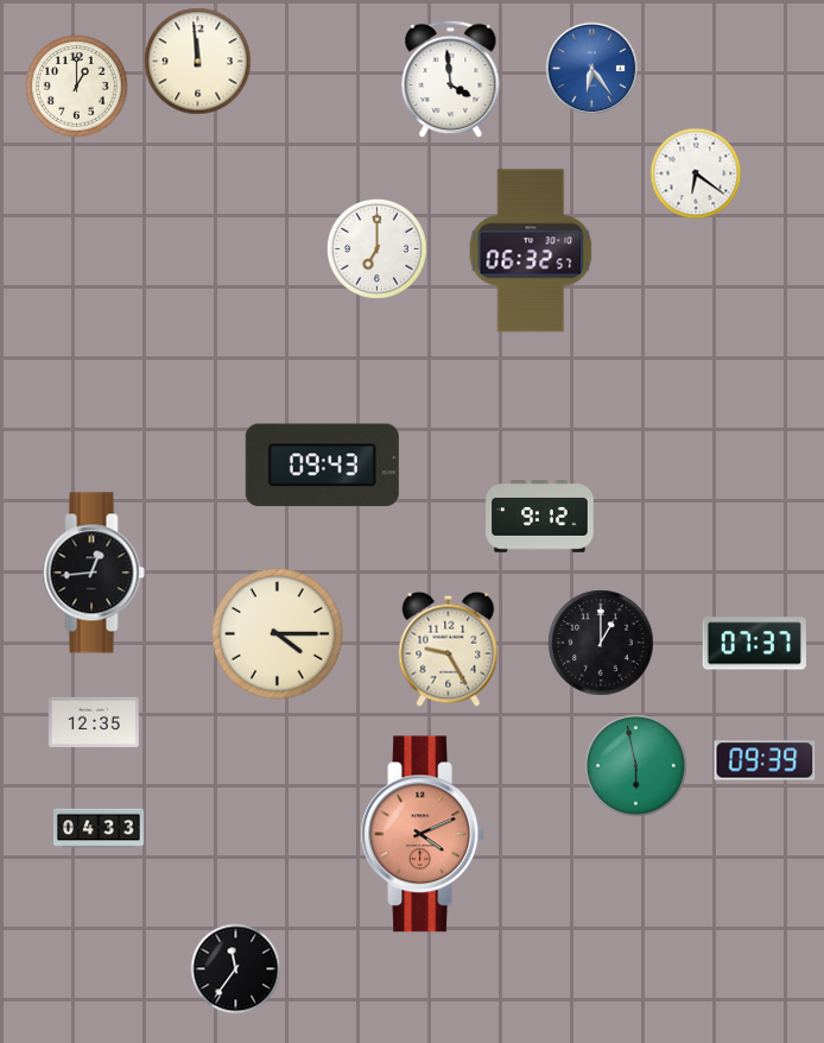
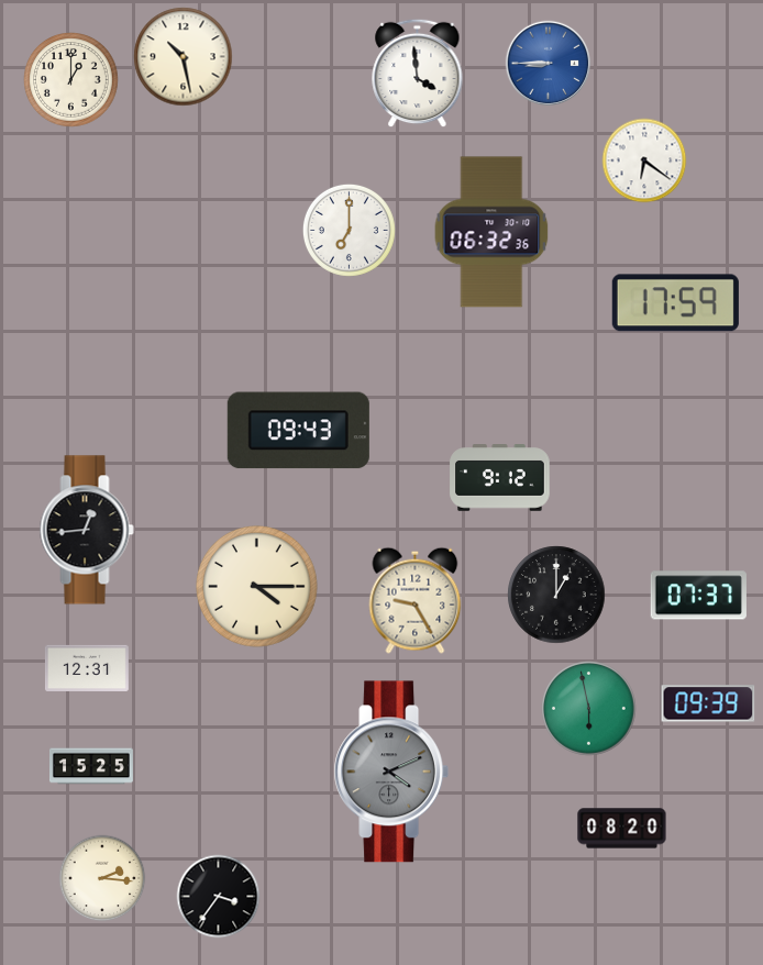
clock at (198, 62): 11:59 -> 10:28
clock at (592, 69): 6:24 -> 8:45
clock at (531, 251): 06:32:57 -> 06:32:36
clock at (675, 303): none -> 17:59
clock at (94, 721): 12:35 -> 12:31
clock at (100, 828): 04:33 -> 15:25
clock at (423, 834) dial: salmon -> grey
clock at (622, 829): none -> 08:20
clock at (102, 878): none -> 2:16
clock at (236, 969): 11:36 -> 3:36
